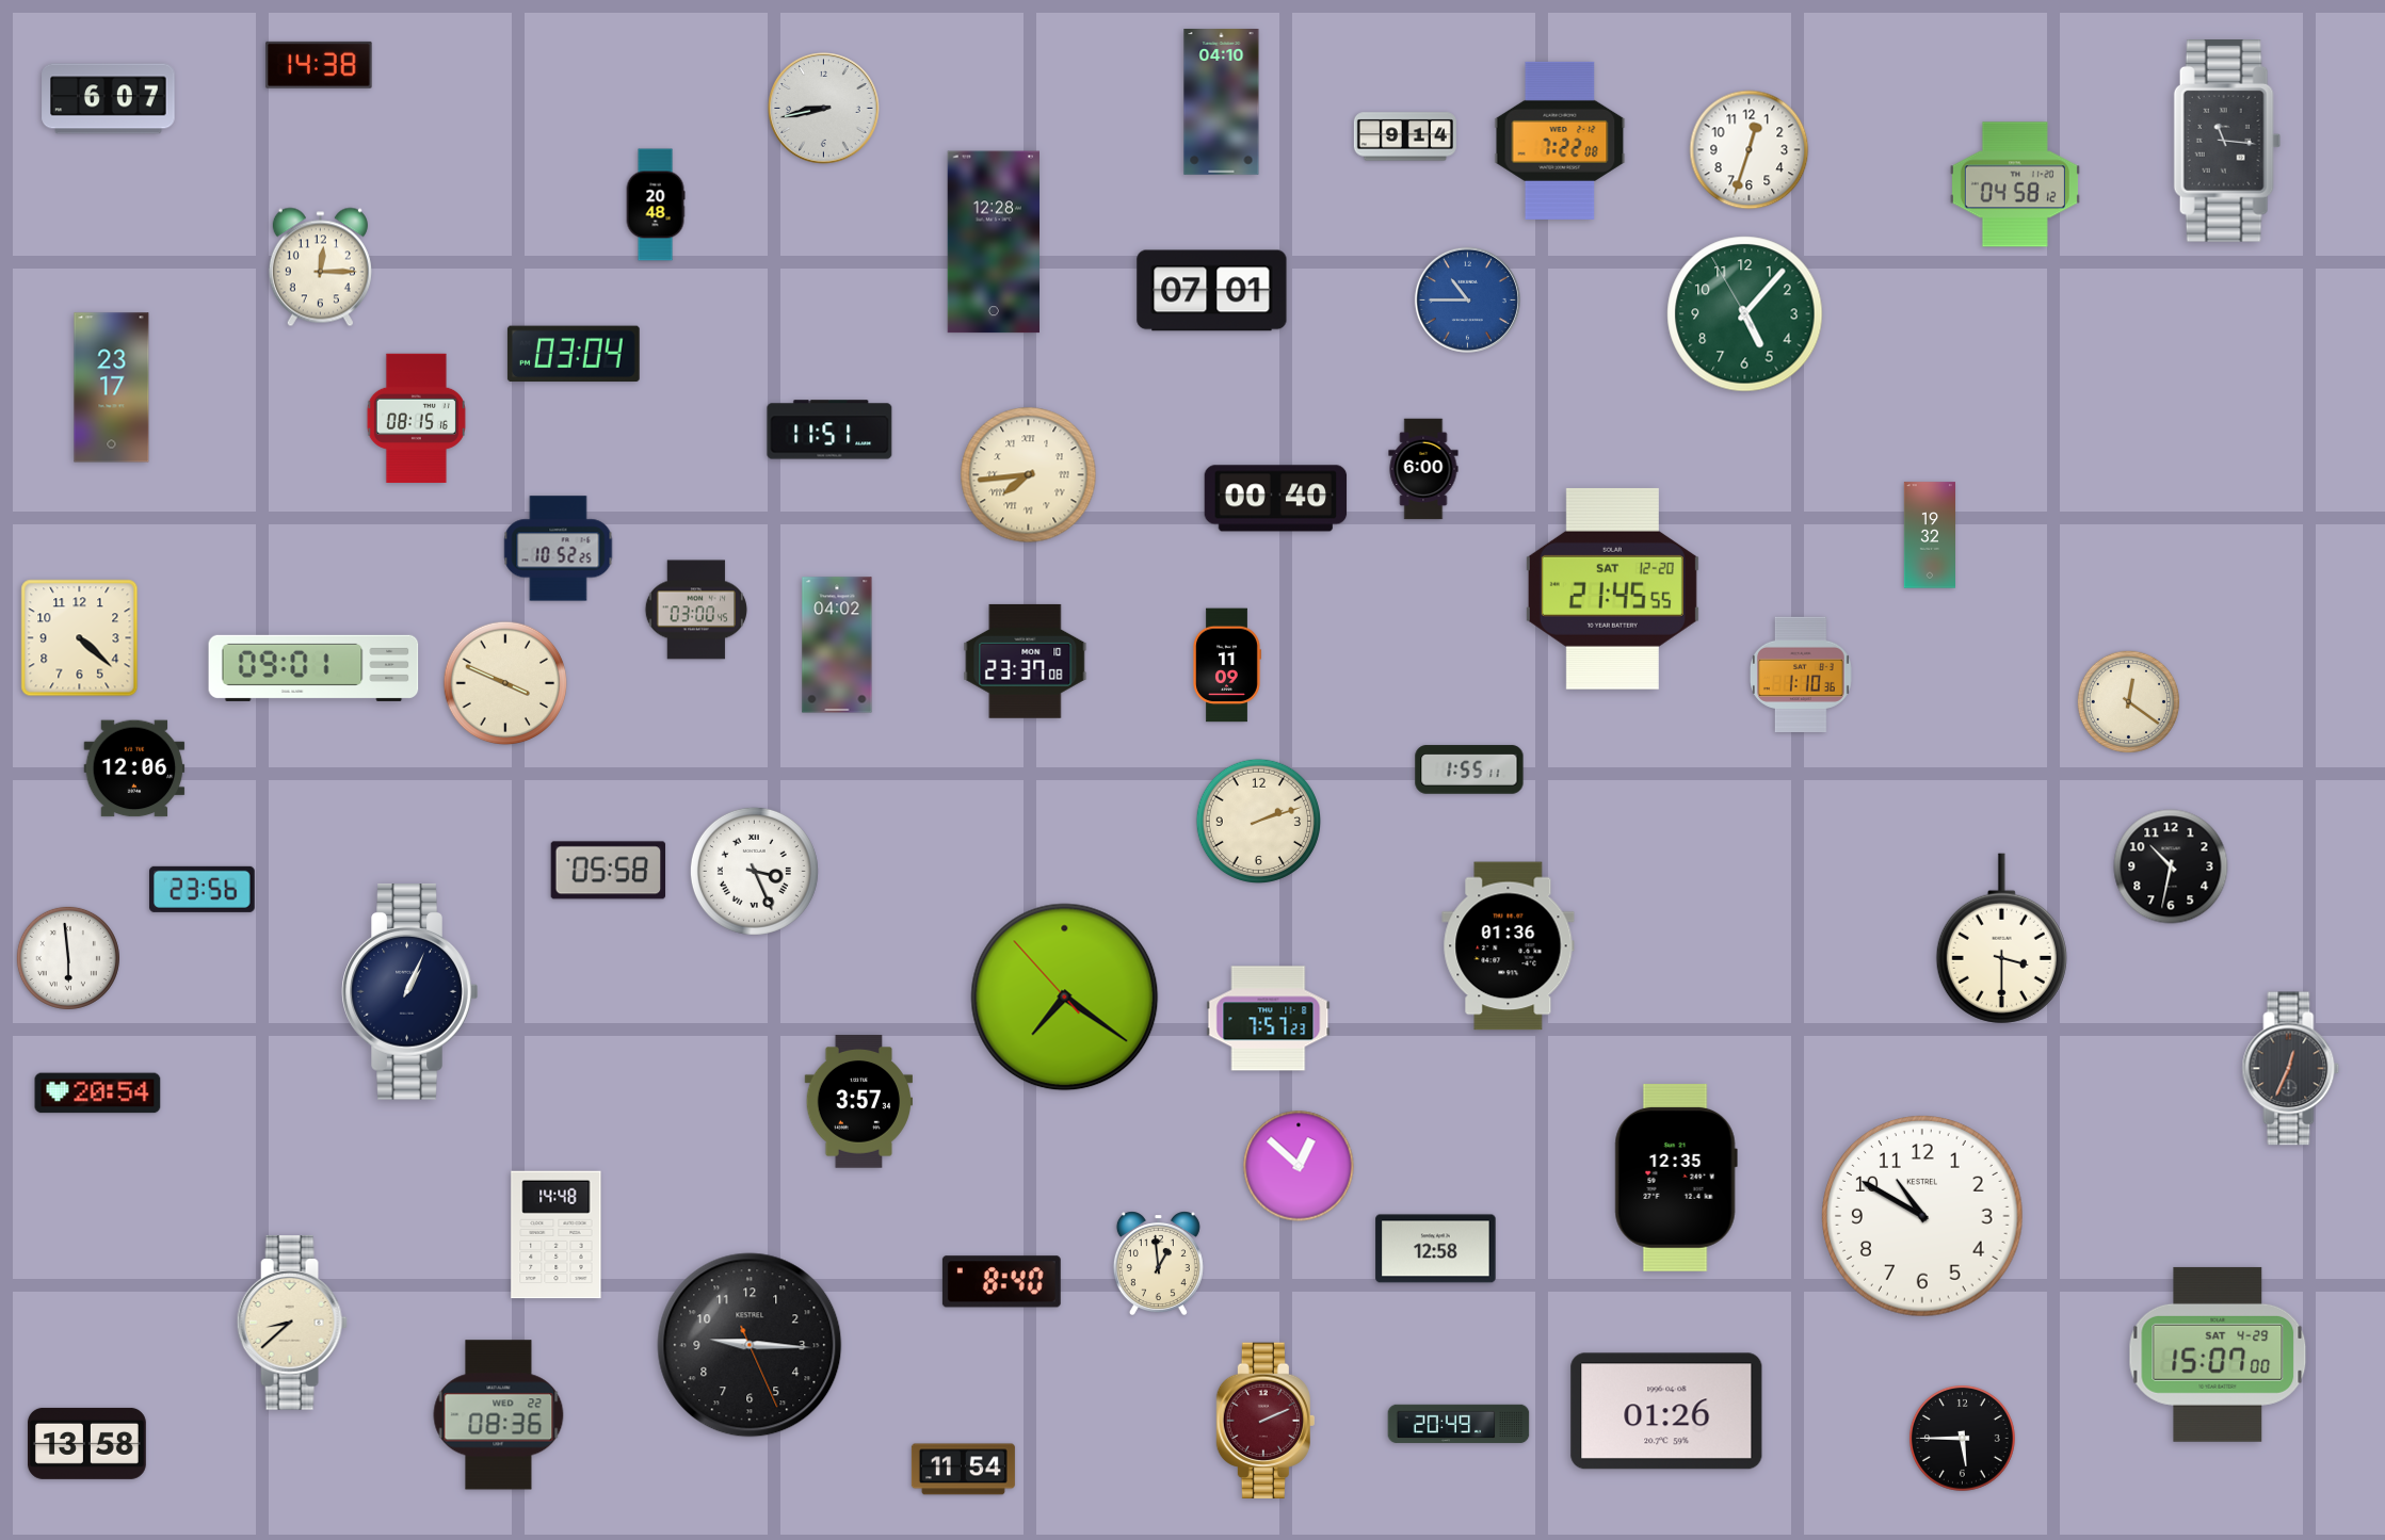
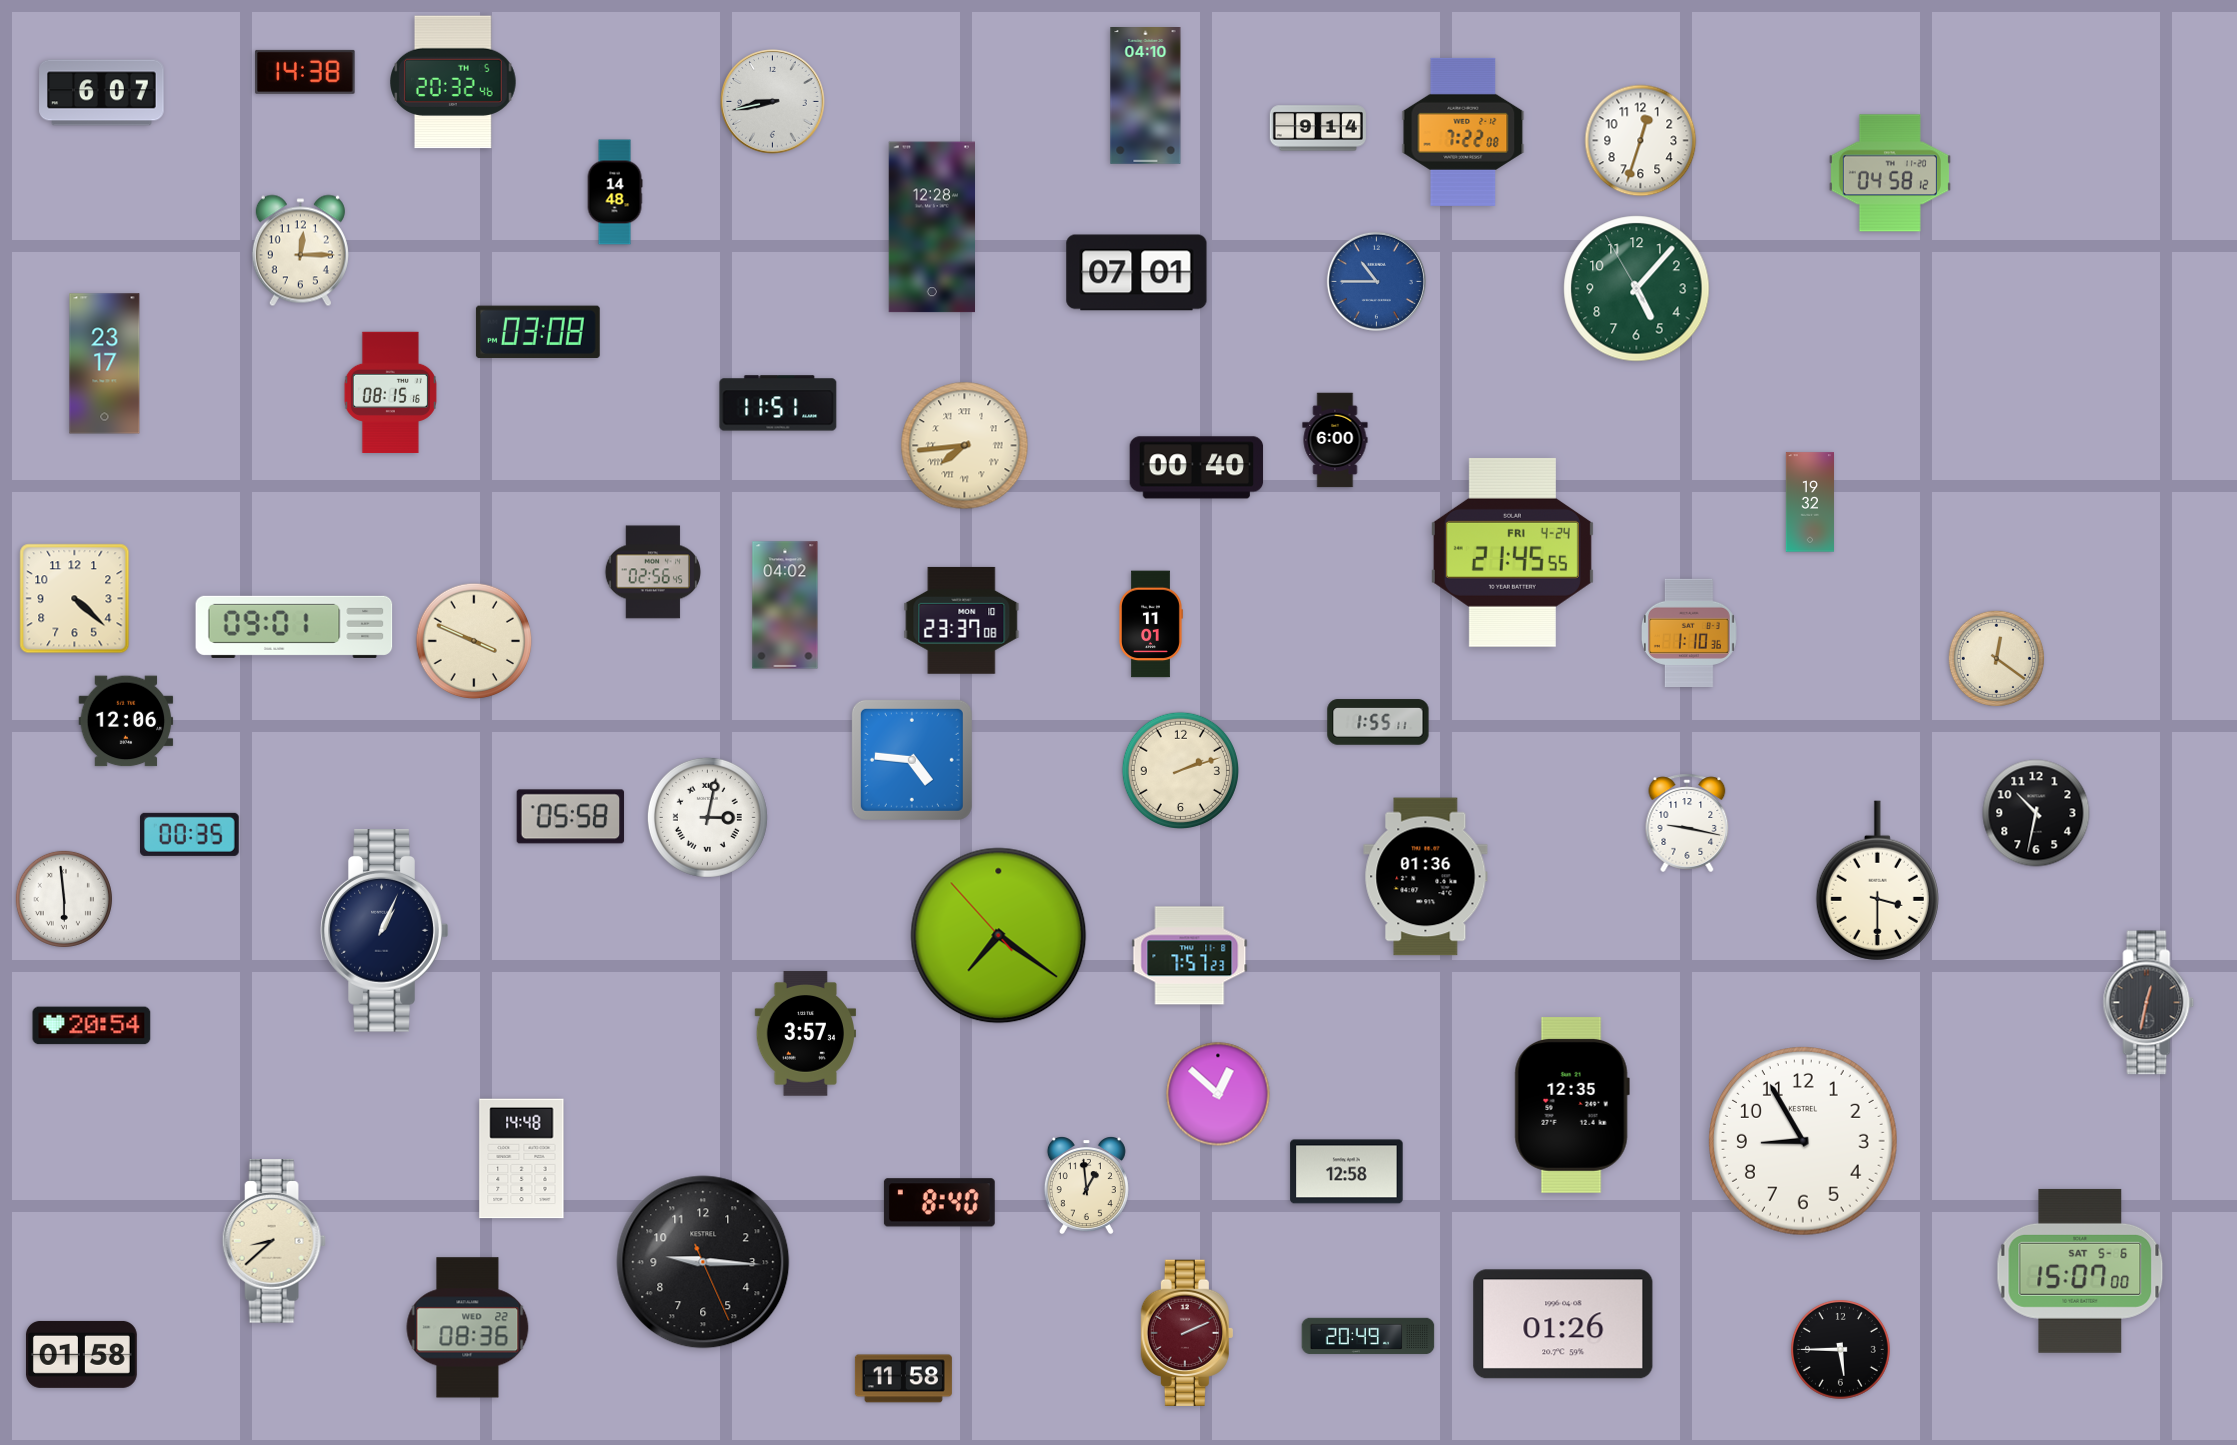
clock at (319, 65) position: (319, 65) -> (305, 72)
clock at (454, 82): none -> 20:32
clock at (2227, 141): 11:16 -> none
clock at (656, 205): 20:48 -> 14:48
clock at (1745, 314) position: (1745, 314) -> (1637, 289)
clock at (574, 354): 03:04 -> 03:08
clock at (559, 549): 10:52 -> none
clock at (1612, 588) date: SAT 12-20 -> FRI 4-24
clock at (696, 610): 03:00 -> 02:56
clock at (1227, 665): 11:09 -> 11:01
clock at (912, 760): none -> 4:46
clock at (754, 871): 3:26 -> 3:02
clock at (1687, 823): none -> 9:17
clock at (203, 889): 23:56 -> 00:35
clock at (1509, 946) position: (1509, 946) -> (1426, 877)
clock at (2291, 1069): 12:34 -> 12:32
clock at (1922, 1216): 10:50 -> 8:55
clock at (2218, 1355) date: SAT 4-29 -> SAT 5-6
clock at (86, 1443): 13:58 -> 01:58
clock at (963, 1470): 11:54 -> 11:58
